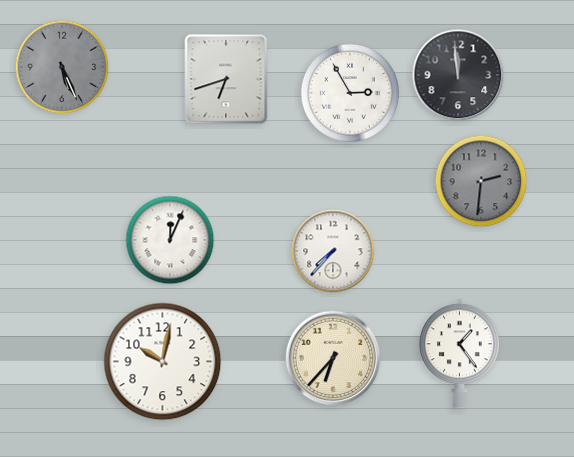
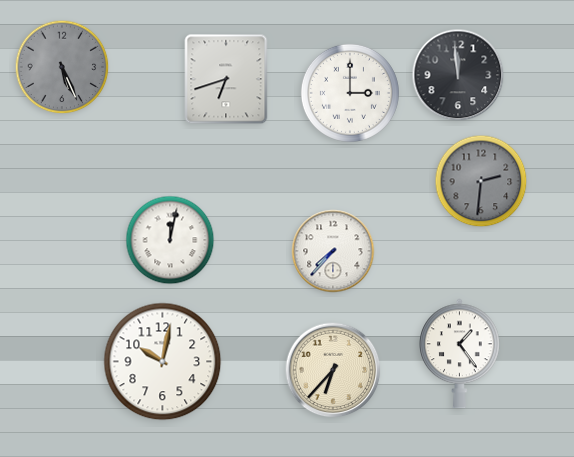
clock at (350, 93): 2:55 -> 3:00
clock at (170, 240): 12:04 -> 12:02
clock at (333, 358) position: (333, 358) -> (333, 370)
